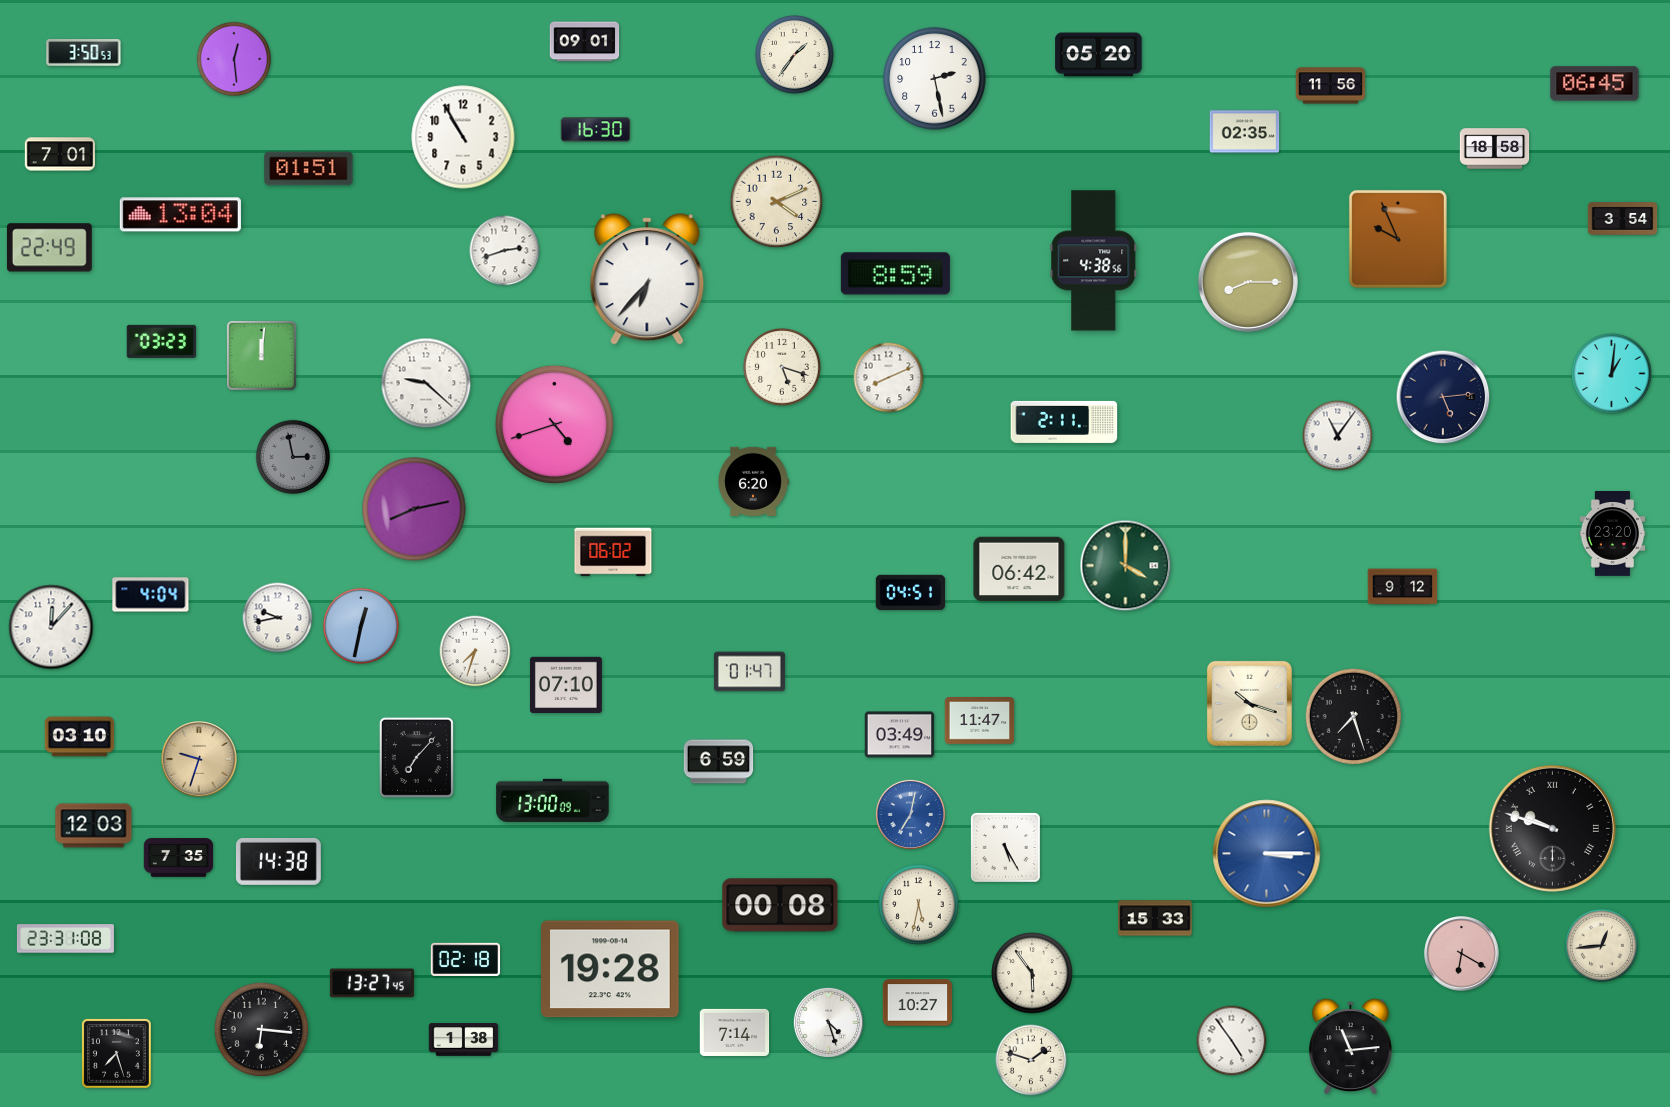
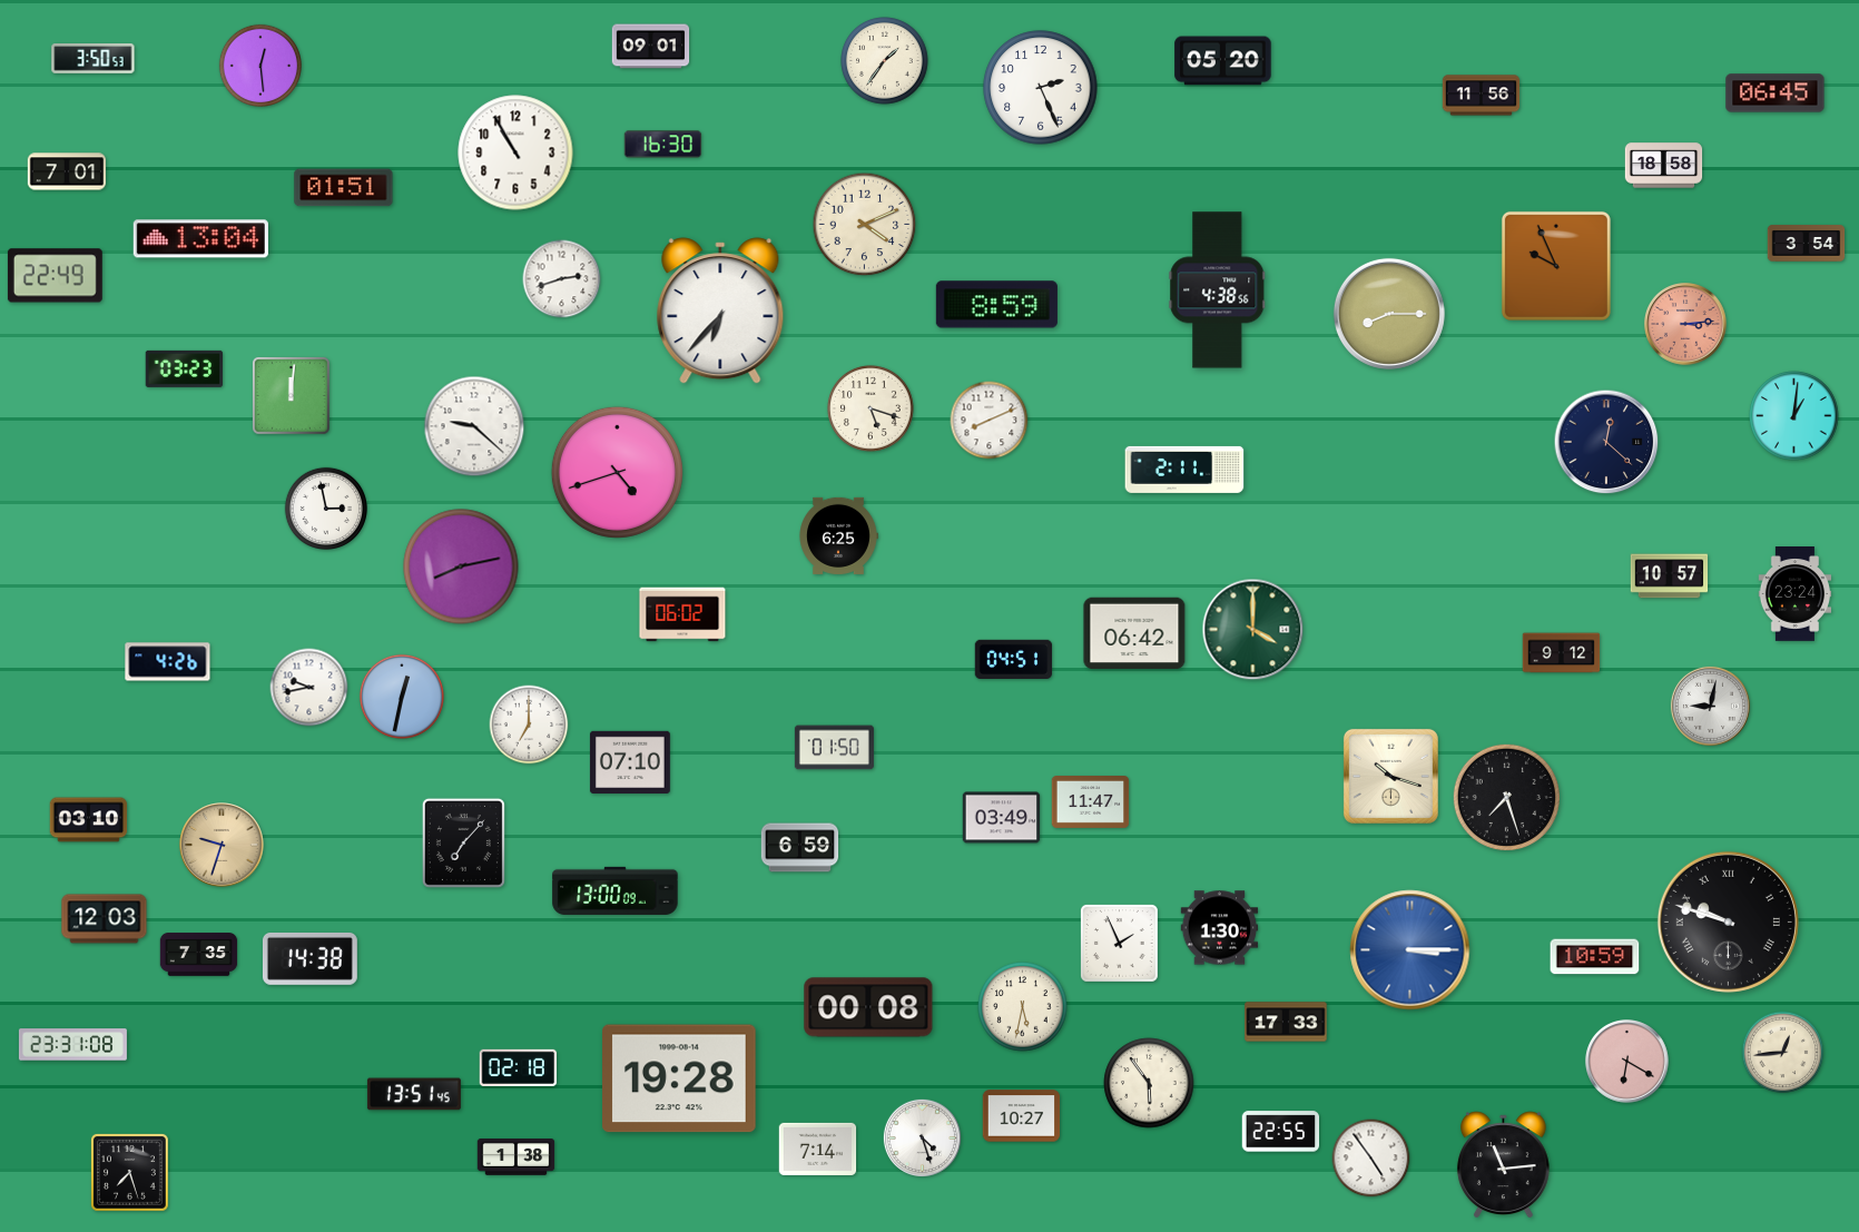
clock at (935, 79): 2:28 -> 2:26
clock at (1245, 132): 02:35 -> none
clock at (1686, 325): none -> 3:14
clock at (162, 341) position: (162, 341) -> (185, 368)
clock at (1443, 397): 5:14 -> 12:22
clock at (1338, 436): 11:06 -> none
clock at (292, 456) dial: grey -> white
clock at (753, 481): 6:20 -> 6:25
clock at (1670, 576): none -> 10:57
clock at (1613, 534): 23:20 -> 23:24
clock at (151, 595): 4:04 -> 4:26
clock at (51, 627): 12:07 -> none
clock at (1710, 706): none -> 9:02
clock at (475, 651): 7:33 -> 7:00
clock at (749, 672): 01:47 -> 01:50
clock at (1249, 703) position: (1249, 703) -> (1390, 776)
clock at (910, 814): 7:02 -> none
clock at (1220, 928): none -> 1:30
clock at (1005, 847): 5:25 -> 1:56
clock at (1595, 957): none -> 10:59
clock at (1155, 918): 15:33 -> 17:33
clock at (372, 983): 13:27 -> 13:51
clock at (1281, 1132): none -> 22:55
clock at (262, 1030): 6:16 -> none
clock at (1031, 1060): 1:48 -> none
